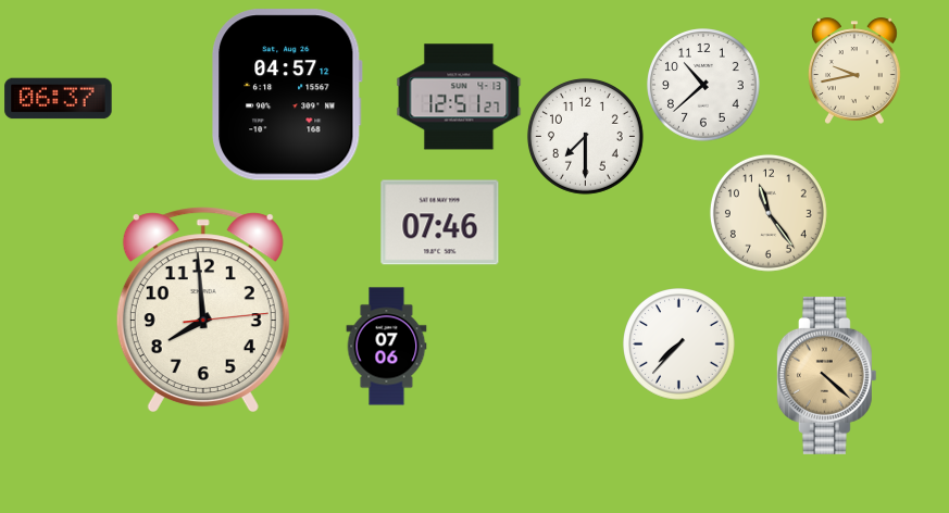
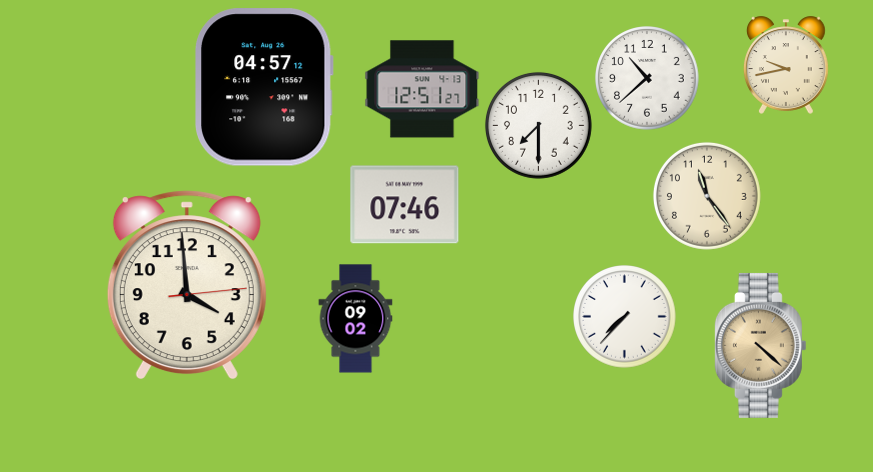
clock at (59, 99): 06:37 -> none
clock at (203, 310): 7:59 -> 3:59
clock at (387, 347): 07:06 -> 09:02
